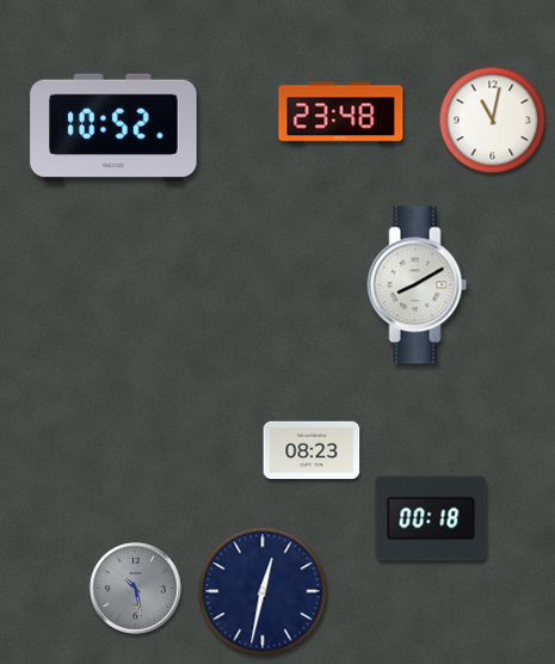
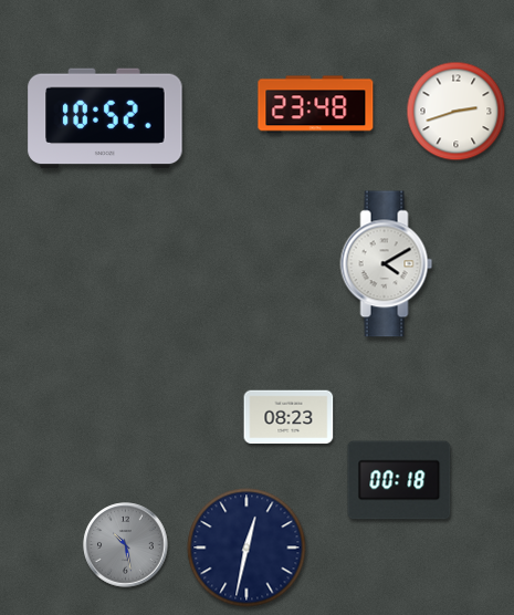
clock at (493, 121): 11:02 -> 2:42
clock at (418, 285): 8:10 -> 4:10
clock at (263, 591) position: (263, 591) -> (246, 548)
